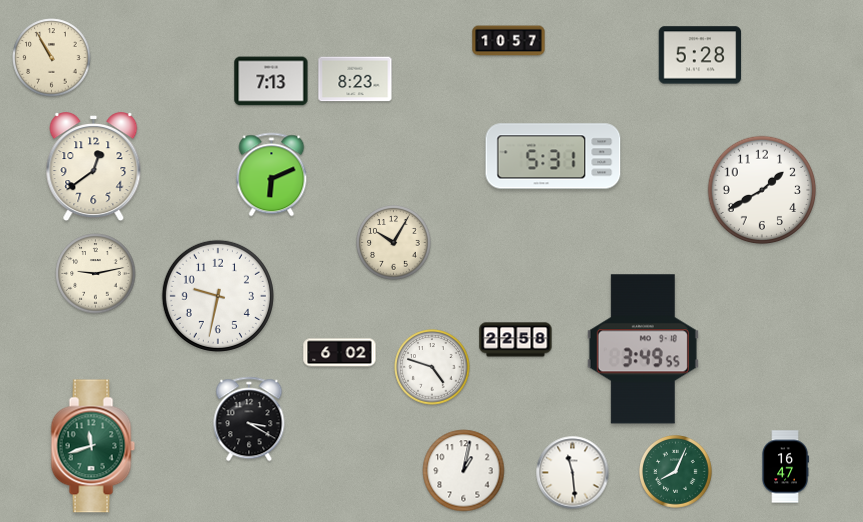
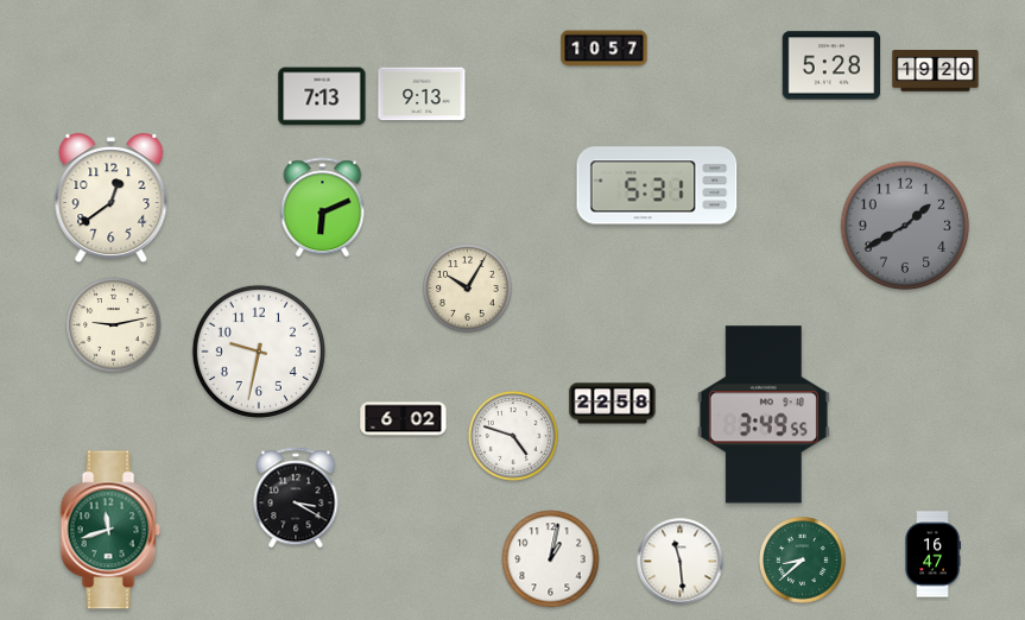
clock at (52, 58): 10:55 -> none
clock at (936, 71): none -> 19:20
clock at (355, 79): 8:23 -> 9:13
clock at (762, 190) dial: white -> grey
clock at (676, 472): 8:04 -> 8:38
